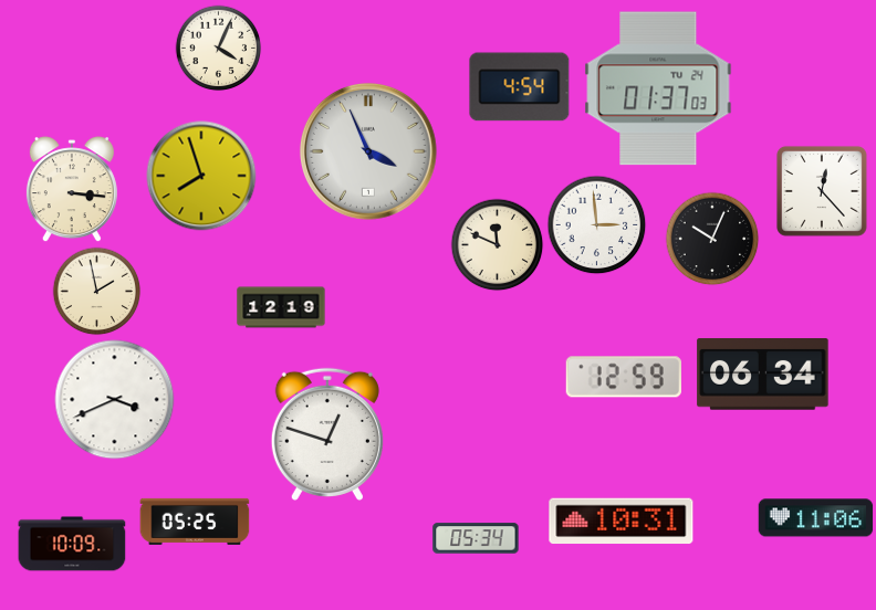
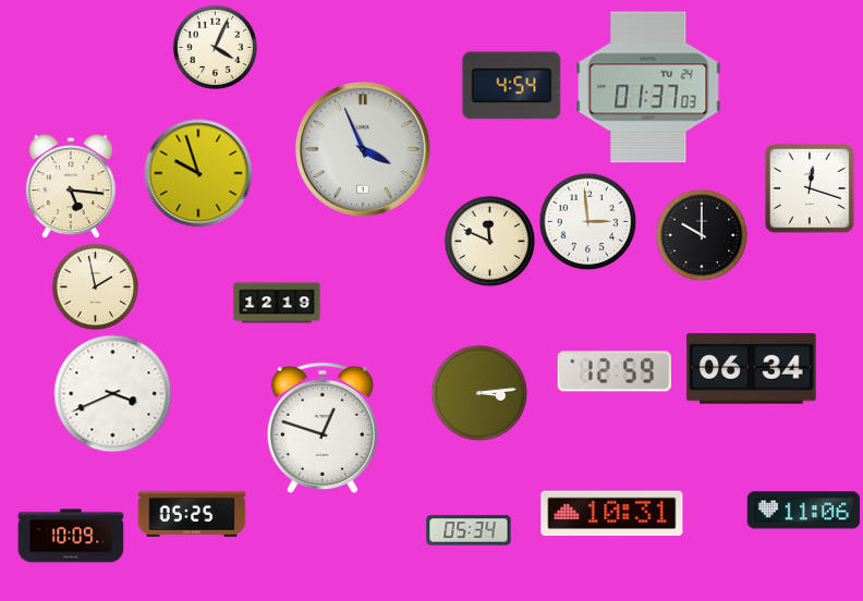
clock at (201, 176): 7:57 -> 9:57
clock at (72, 189): 3:16 -> 5:16
clock at (822, 191): 12:23 -> 12:18
clock at (712, 239): 10:04 -> 10:00
clock at (479, 393): none -> 3:14
